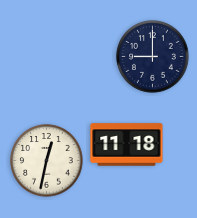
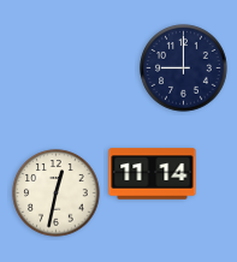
clock at (127, 145): 11:18 -> 11:14
